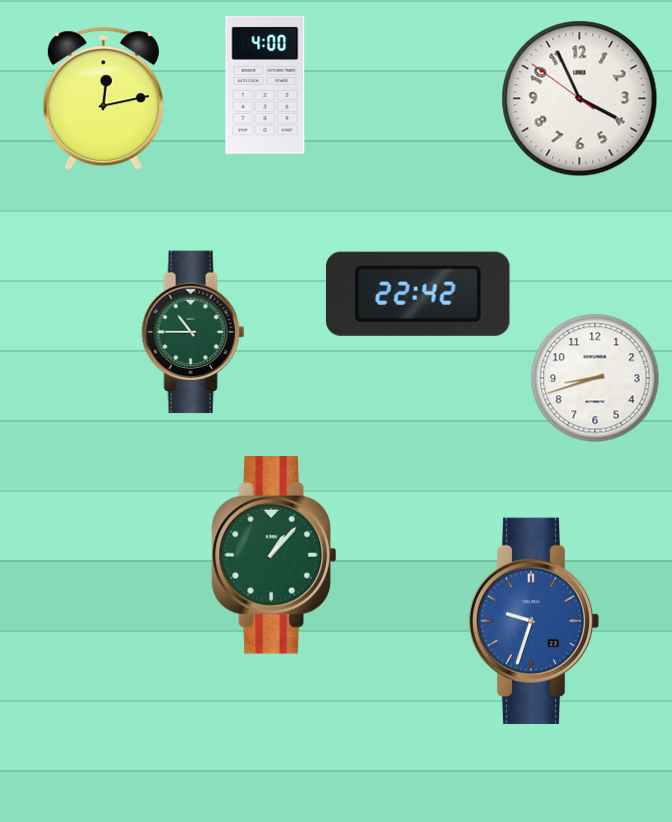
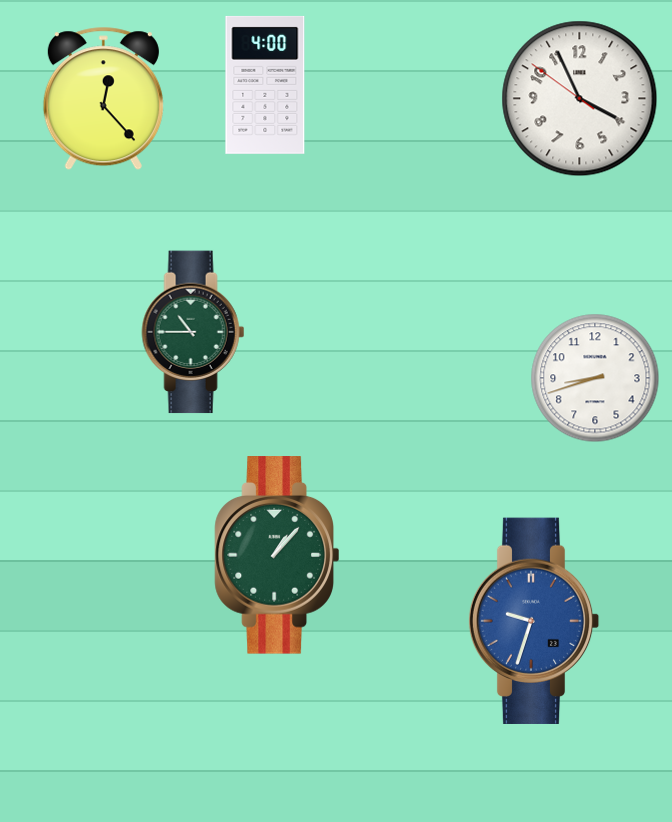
clock at (103, 99): 12:13 -> 12:23
clock at (418, 294): 22:42 -> none
clock at (274, 555) position: (274, 555) -> (277, 555)
